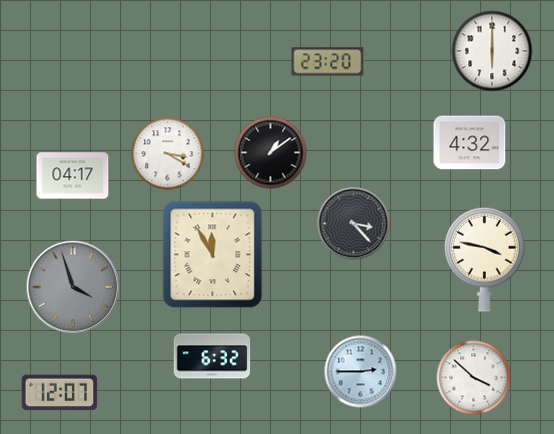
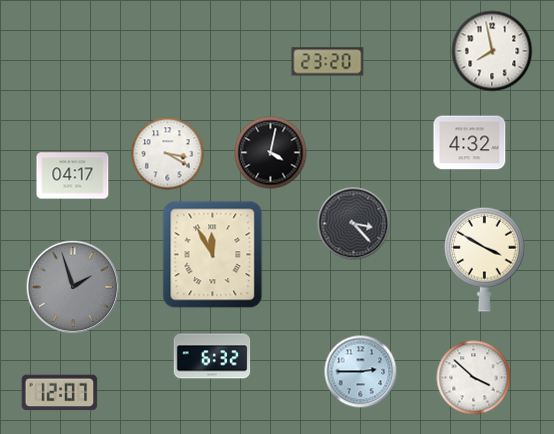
clock at (492, 51): 6:00 -> 7:58
clock at (271, 153): 1:09 -> 4:02
clock at (485, 259): 3:47 -> 3:50
clock at (73, 287): 3:57 -> 1:57
